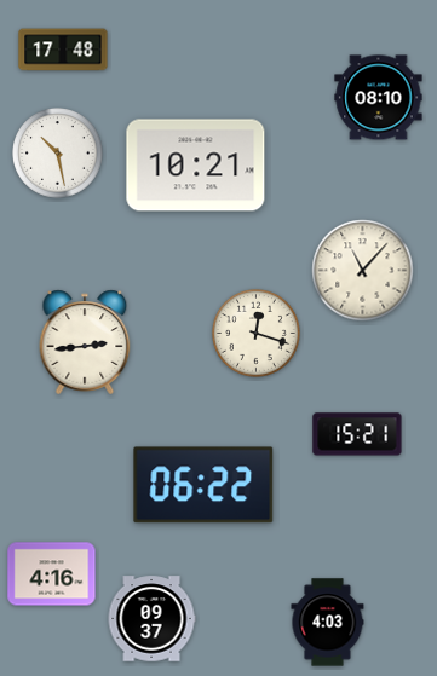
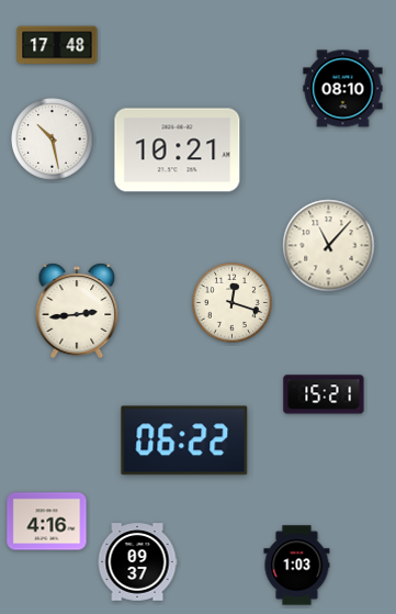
clock at (328, 623): 4:03 -> 1:03
